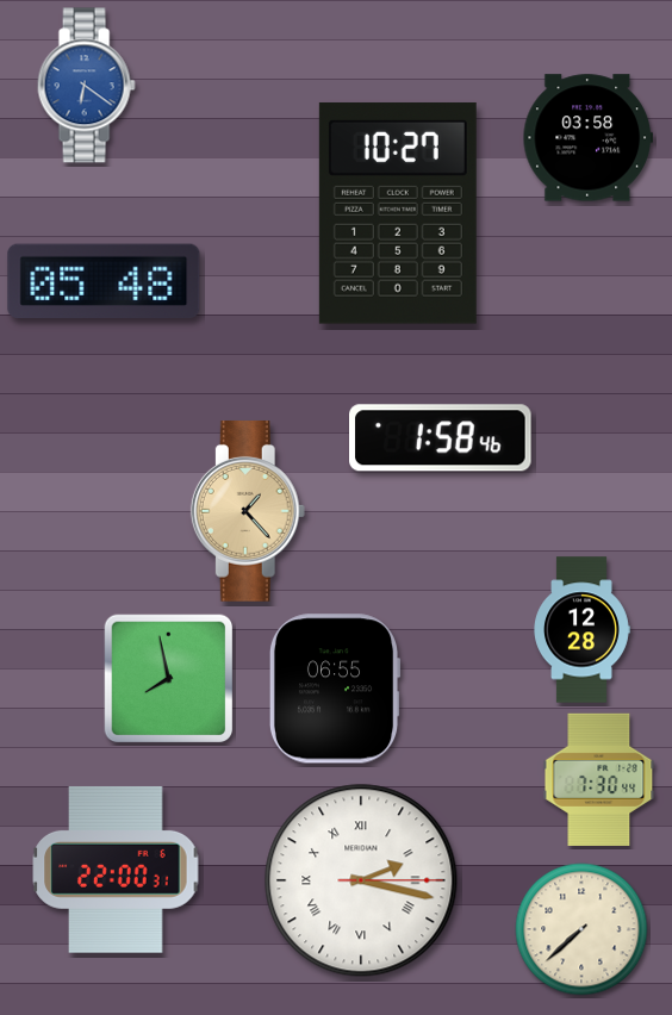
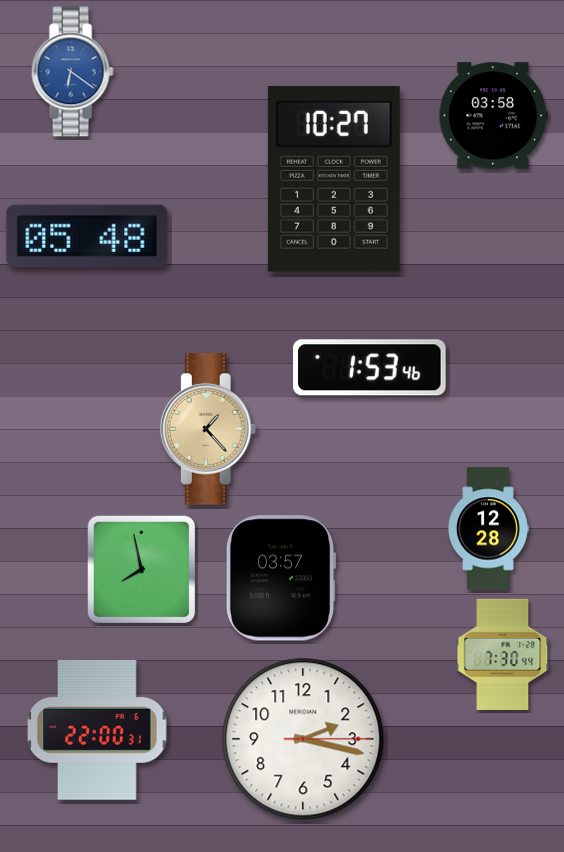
clock at (441, 438): 1:58 -> 1:53
clock at (335, 689): 06:55 -> 03:57
clock at (361, 880) numerals: Roman -> Arabic
clock at (581, 929): 7:38 -> none
